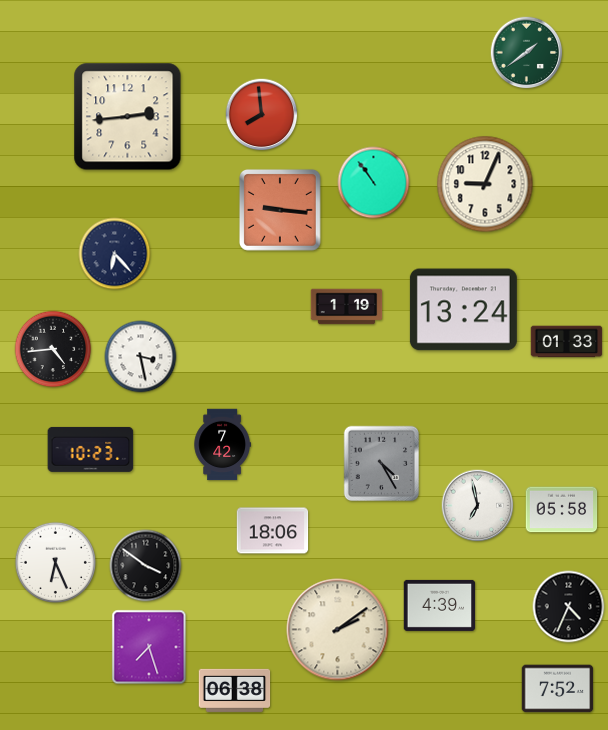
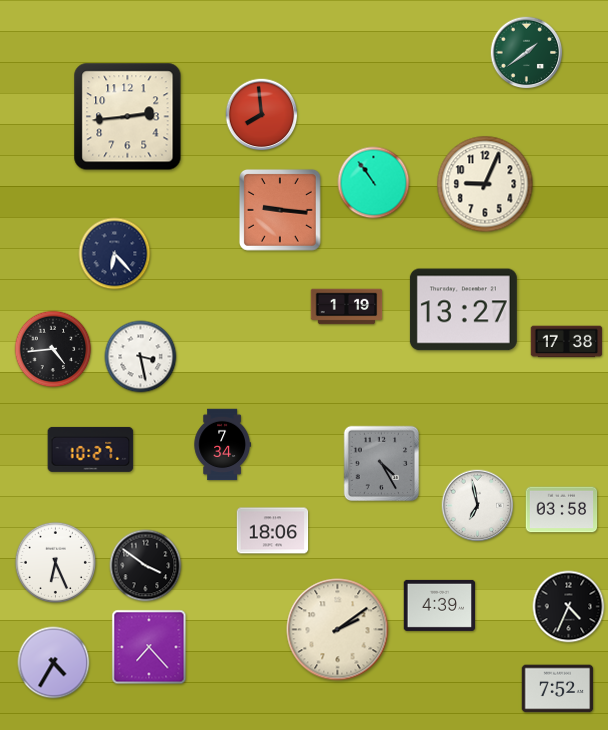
clock at (463, 310): 13:24 -> 13:27
clock at (567, 342): 01:33 -> 17:38
clock at (222, 445): 7:42 -> 7:34
clock at (91, 449): 10:23 -> 10:27
clock at (562, 510): 05:58 -> 03:58
clock at (149, 647): 7:27 -> 7:23
clock at (54, 663): none -> 4:35
clock at (235, 690): 06:38 -> none
